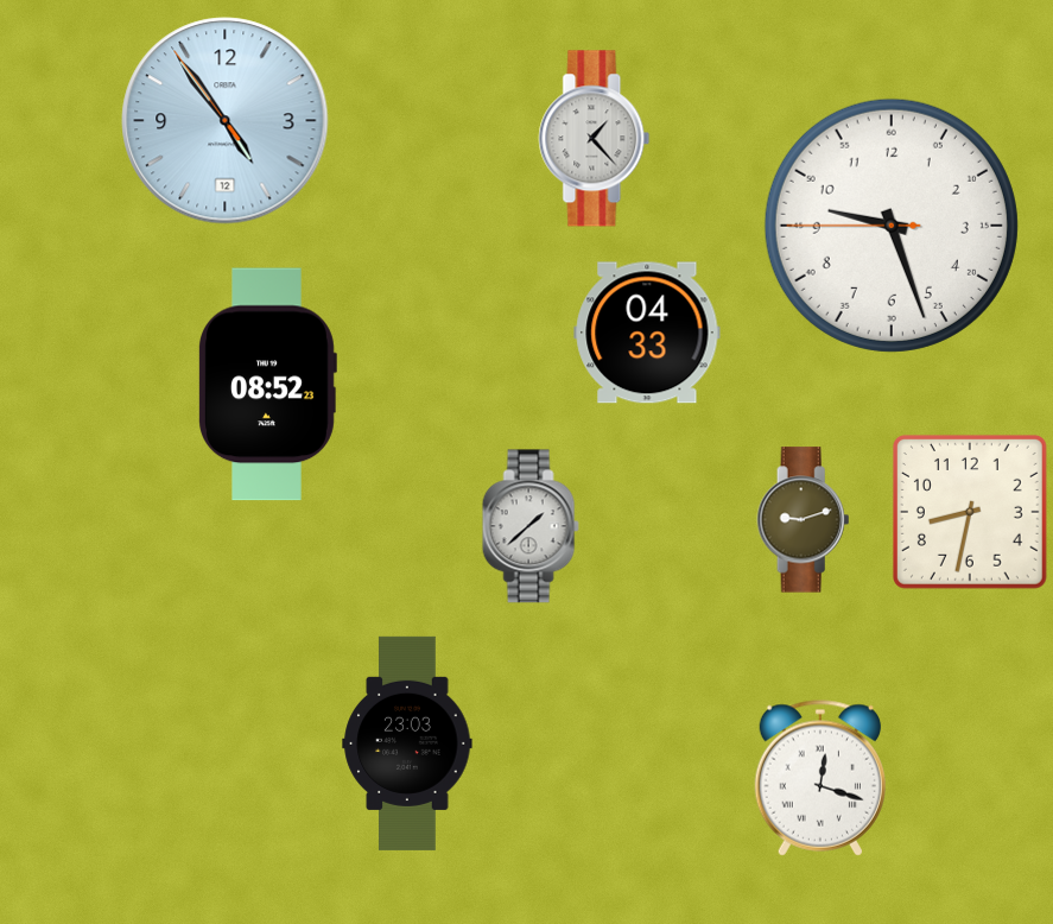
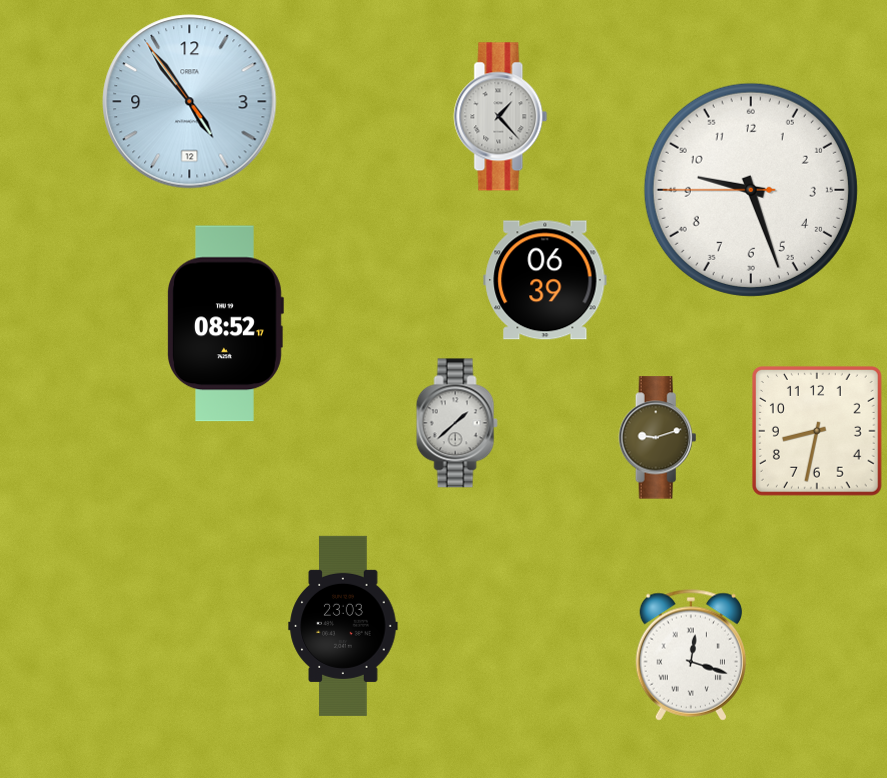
clock at (647, 333): 04:33 -> 06:39
clock at (267, 385): 08:52:23 -> 08:52:17
clock at (804, 520) position: (804, 520) -> (658, 438)
clock at (531, 526) position: (531, 526) -> (457, 423)
